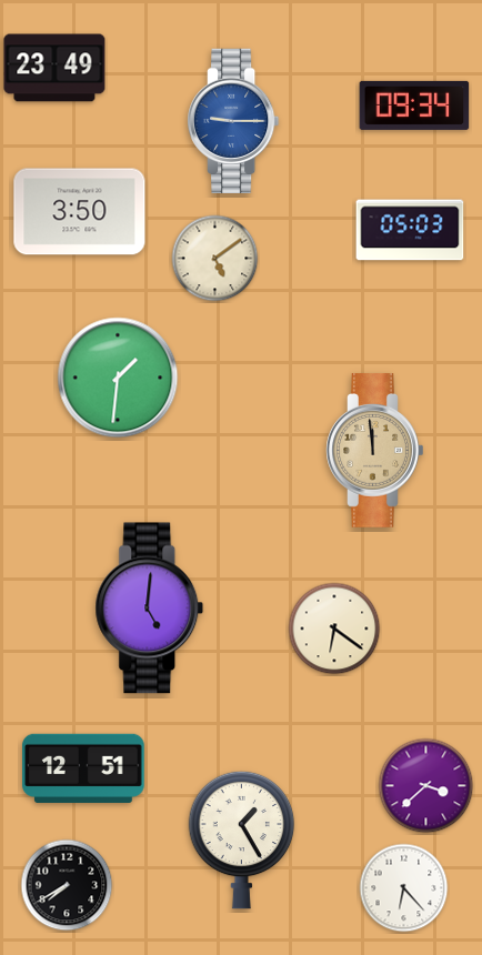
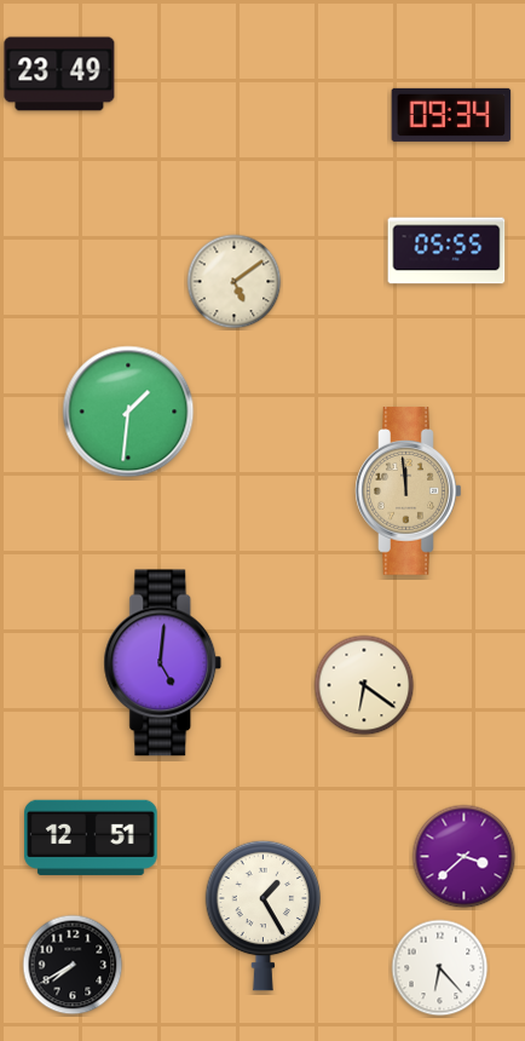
clock at (234, 121): 9:15 -> none
clock at (80, 212): 3:50 -> none
clock at (410, 230): 05:03 -> 05:55
